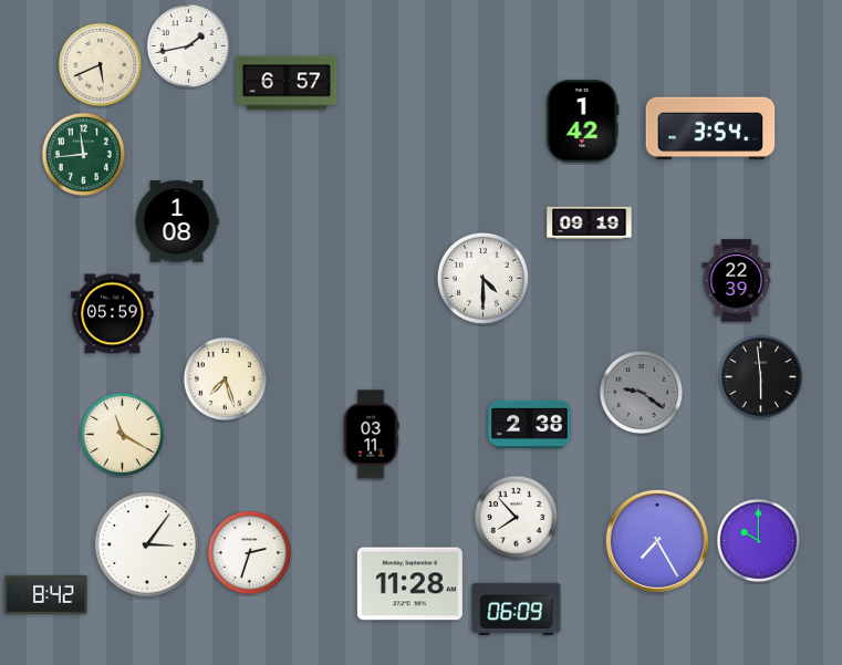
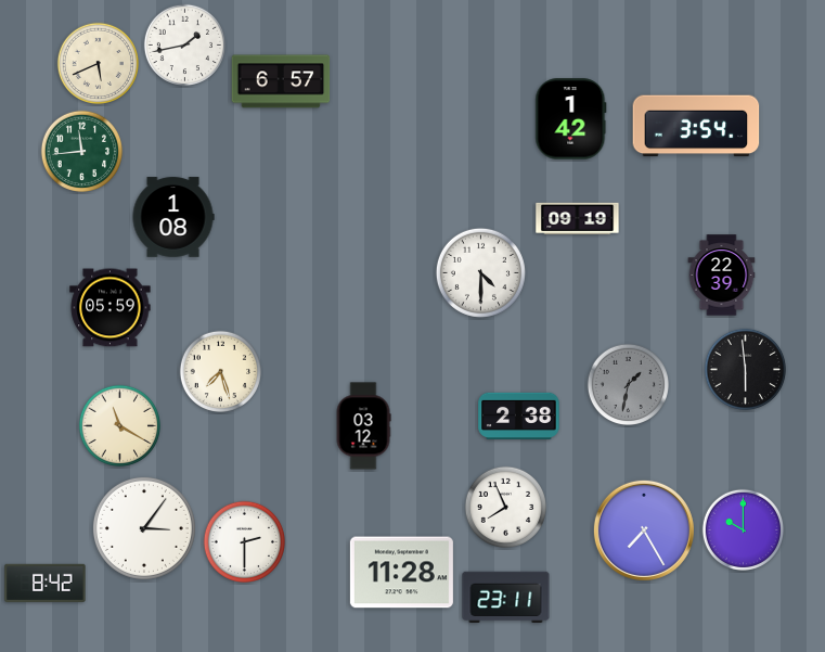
clock at (482, 278) position: (482, 278) -> (480, 272)
clock at (641, 392): 9:21 -> 1:32
clock at (371, 435): 03:11 -> 03:12
clock at (516, 517): 7:53 -> 7:56
clock at (147, 544) position: (147, 544) -> (144, 528)
clock at (249, 552): 2:33 -> 2:30
clock at (517, 609): 06:09 -> 23:11
